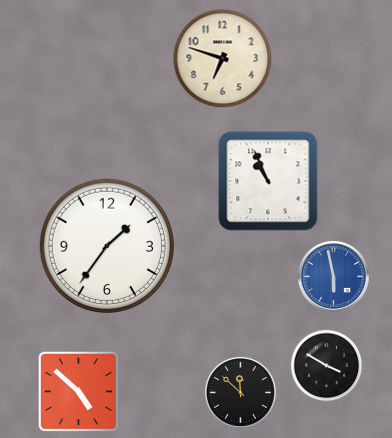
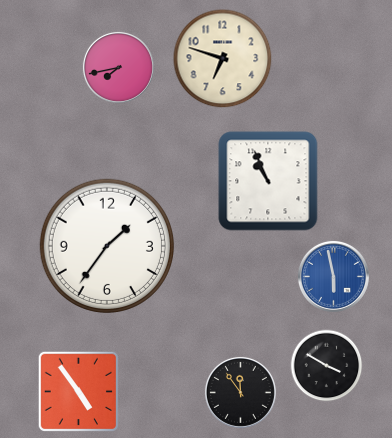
clock at (118, 67): none -> 7:43
clock at (78, 391): 4:52 -> 4:54
clock at (240, 392): 11:52 -> 11:54
